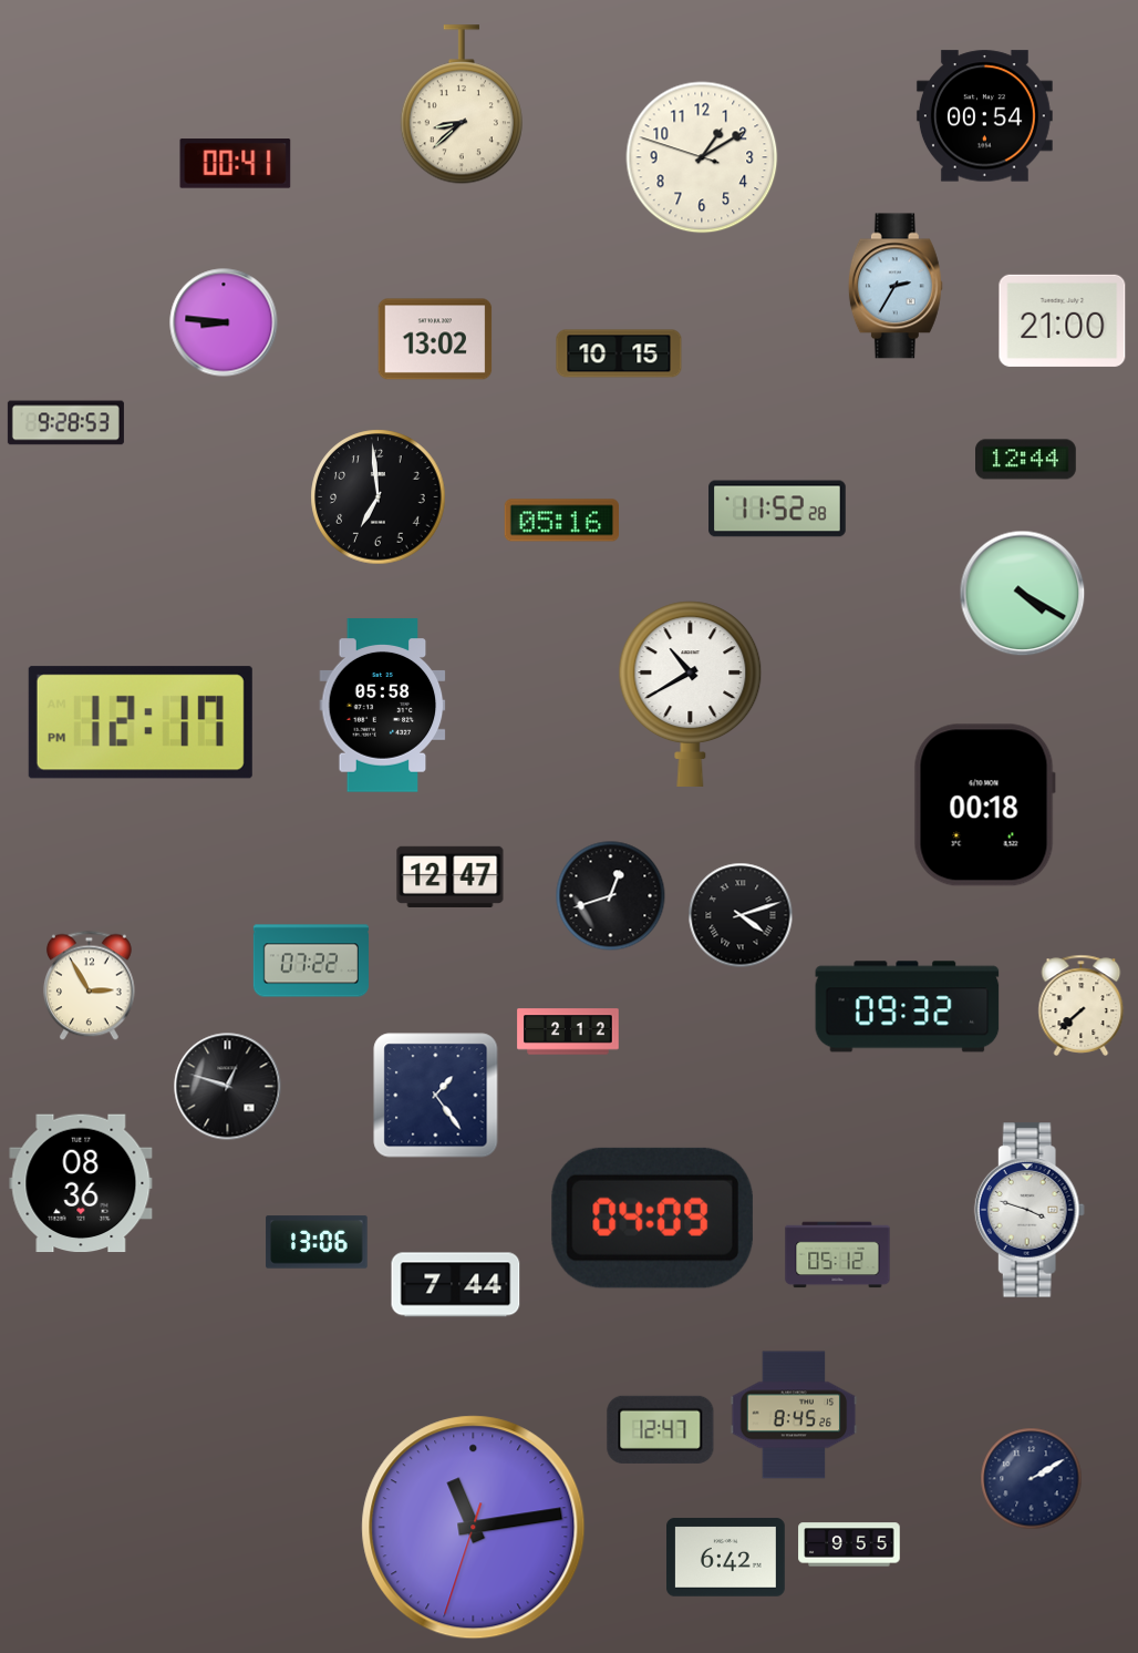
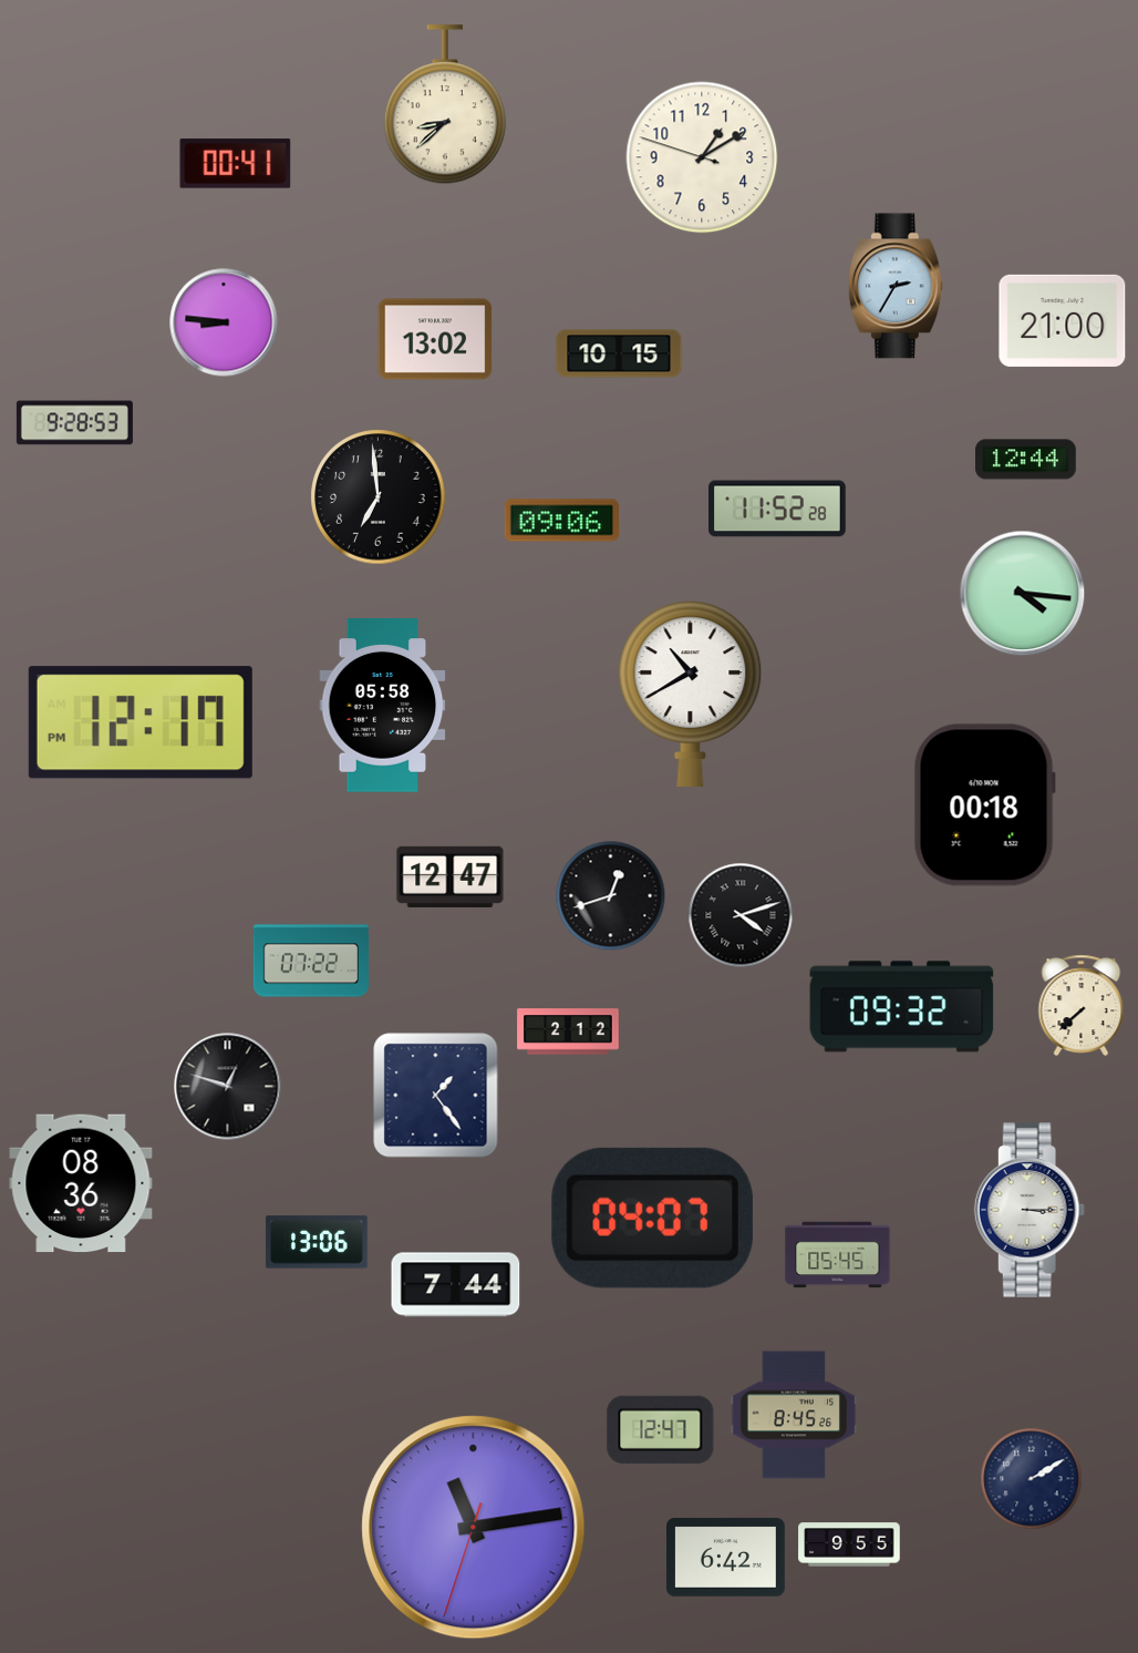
clock at (462, 105) position: (462, 105) -> (445, 105)
clock at (984, 116): 00:54 -> none
clock at (65, 423) position: (65, 423) -> (74, 423)
clock at (561, 521): 05:16 -> 09:06
clock at (1023, 594): 4:20 -> 4:16
clock at (89, 986): 2:55 -> none
clock at (908, 1007) position: (908, 1007) -> (902, 1007)
clock at (1030, 1210): 3:48 -> 3:15
clock at (652, 1218): 04:09 -> 04:07
clock at (838, 1255): 05:12 -> 05:45
